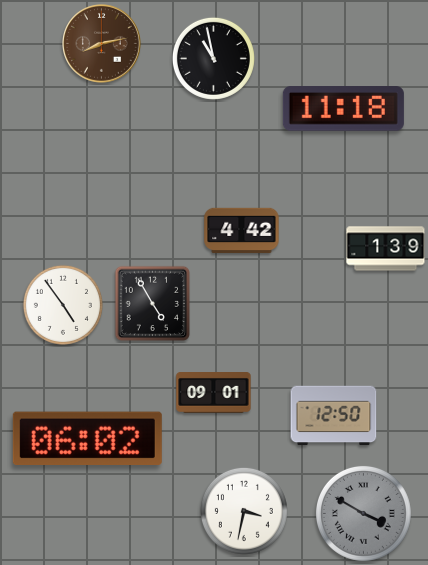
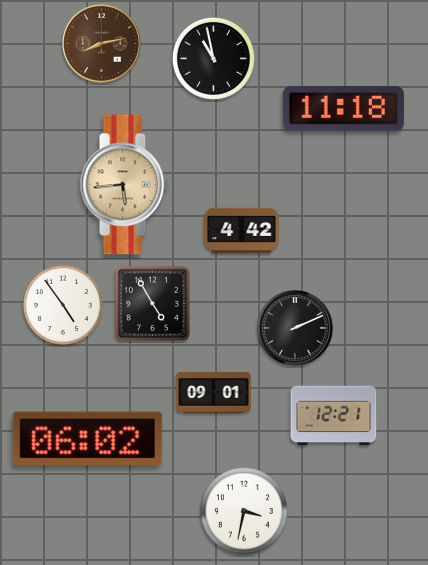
clock at (124, 185): none -> 5:44
clock at (386, 249): 1:39 -> none
clock at (296, 329): none -> 2:11
clock at (334, 416): 12:50 -> 12:21
clock at (363, 513): 3:50 -> none
